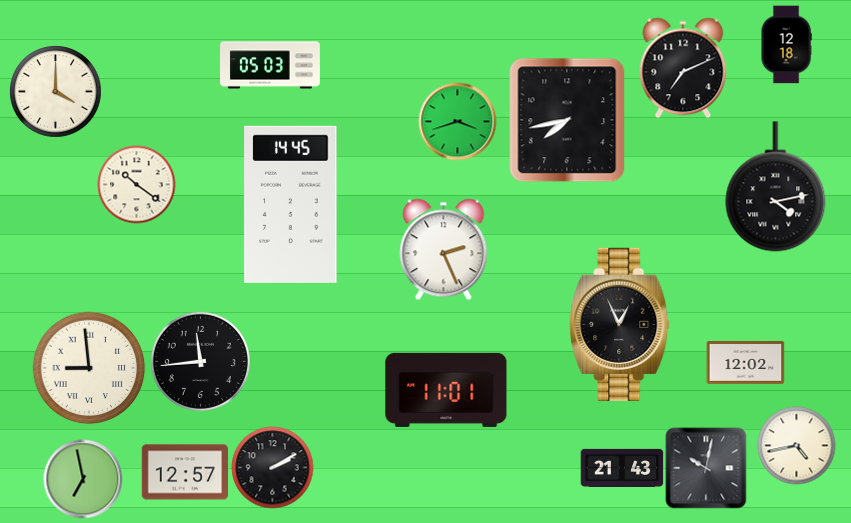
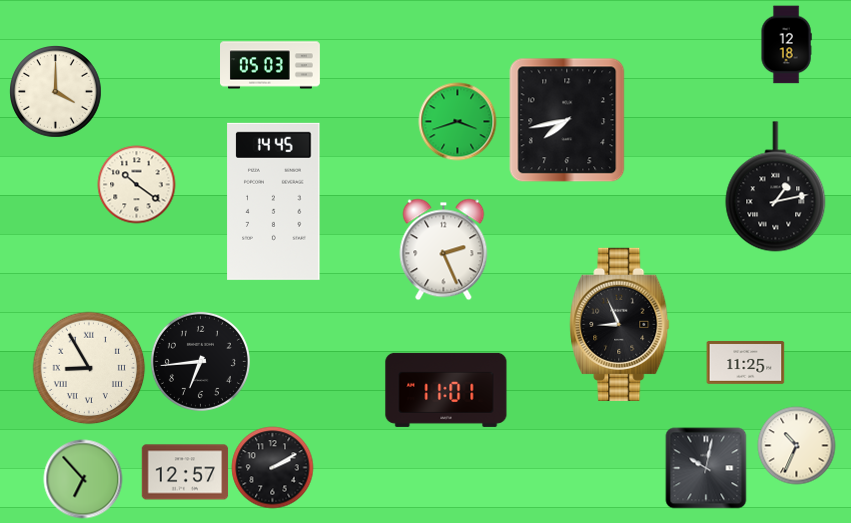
clock at (683, 68): 7:11 -> none
clock at (776, 187): 4:13 -> 1:13
clock at (291, 204) position: (291, 204) -> (274, 201)
clock at (620, 324): 12:56 -> 8:56
clock at (200, 361): 11:44 -> 6:44
clock at (745, 363): 12:02 -> 11:25
clock at (89, 368): 8:59 -> 8:55
clock at (796, 445): 4:43 -> 10:34
clock at (622, 467): 21:43 -> none
clock at (83, 479): 6:58 -> 6:53
